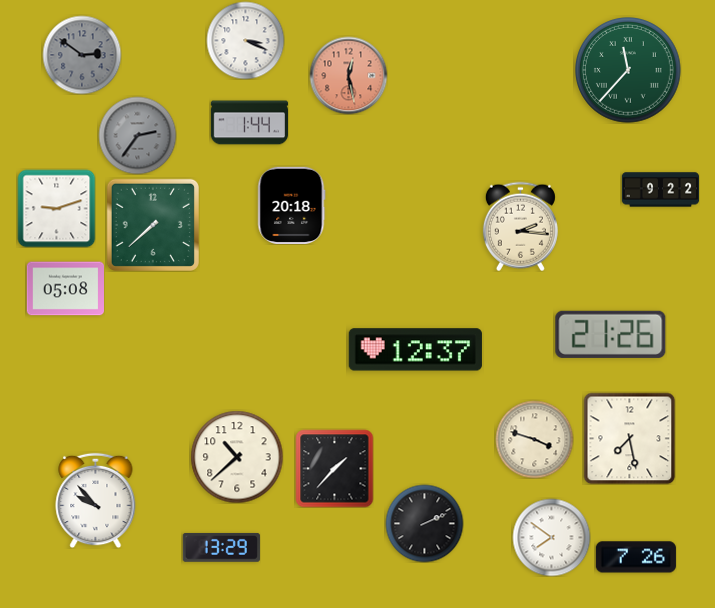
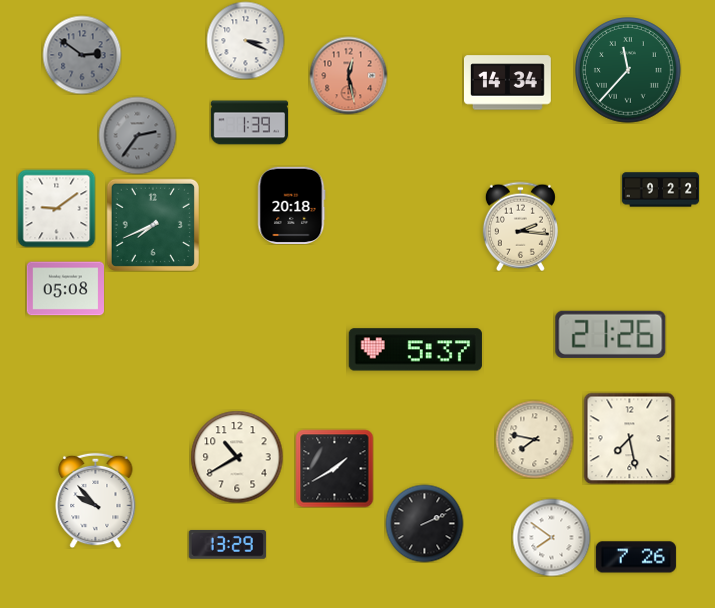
clock at (507, 83): none -> 14:34
clock at (249, 123): 1:44 -> 1:39
clock at (56, 208): 9:12 -> 9:09
clock at (153, 225): 7:38 -> 7:41
clock at (415, 350): 12:37 -> 5:37
clock at (534, 439): 3:48 -> 7:47
clock at (237, 457): 10:38 -> 10:40
clock at (334, 468): 1:37 -> 1:40
clock at (221, 548) position: (221, 548) -> (227, 545)
